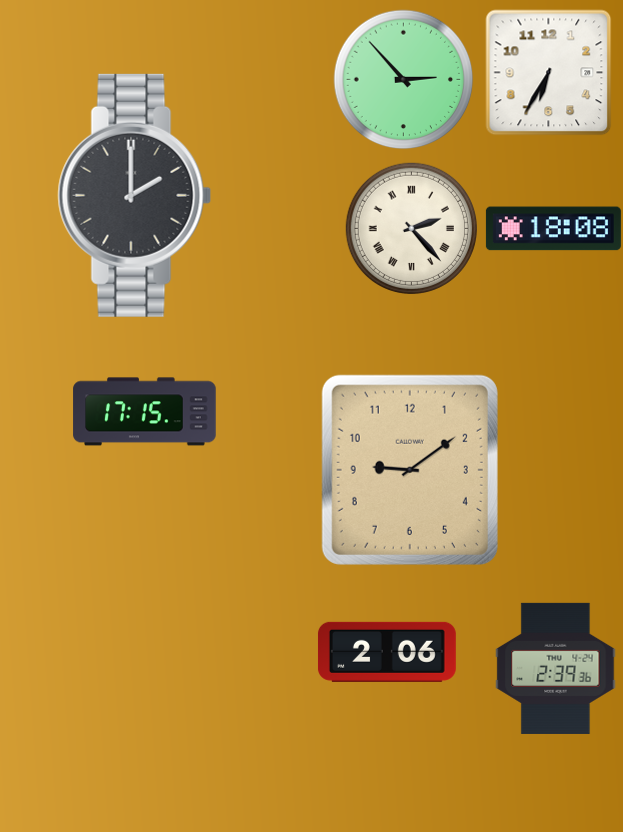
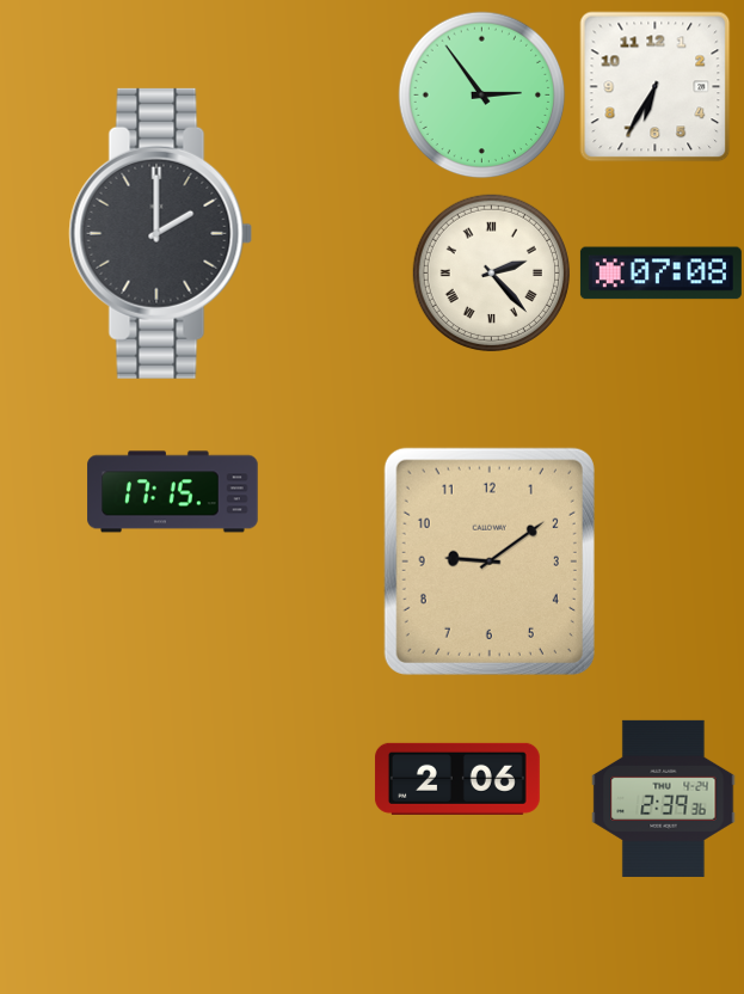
clock at (404, 80): 2:53 -> 2:54
clock at (553, 229): 18:08 -> 07:08
clock at (387, 652) position: (387, 652) -> (457, 779)
